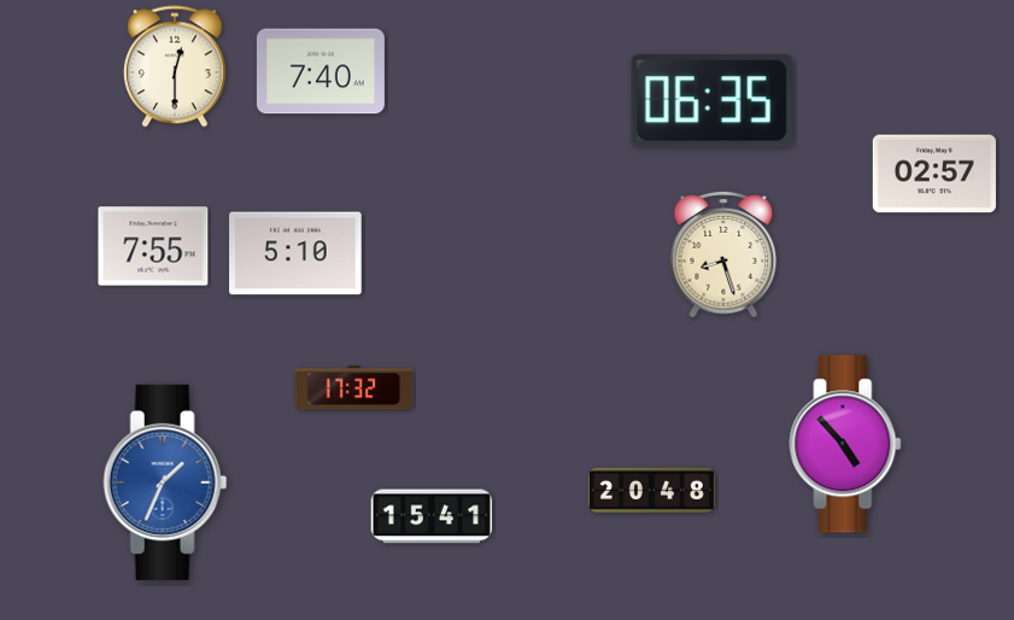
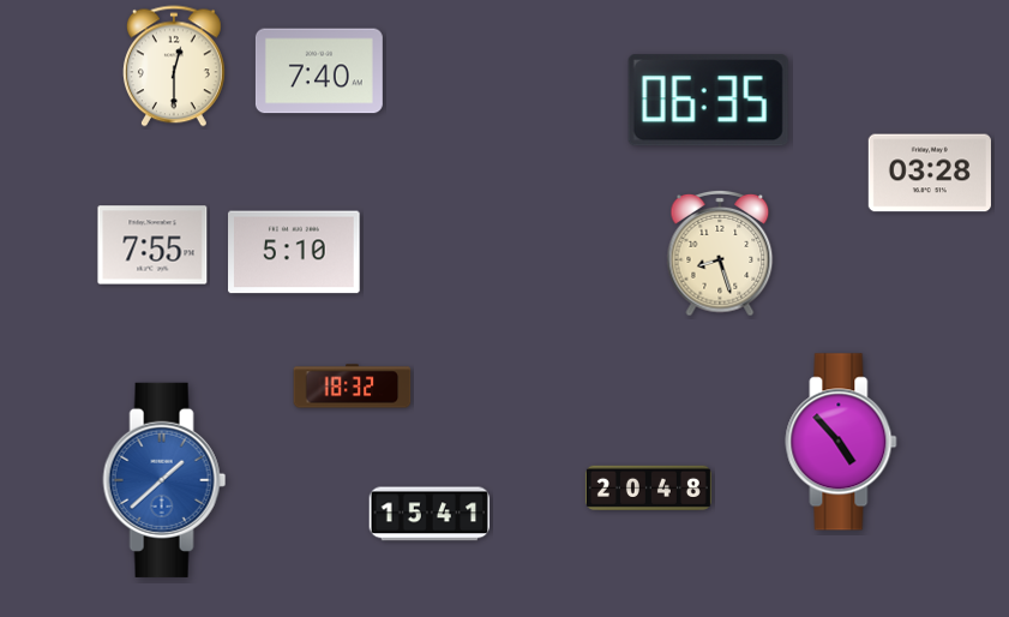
clock at (934, 174): 02:57 -> 03:28
clock at (354, 388): 17:32 -> 18:32
clock at (165, 482): 1:34 -> 1:38
